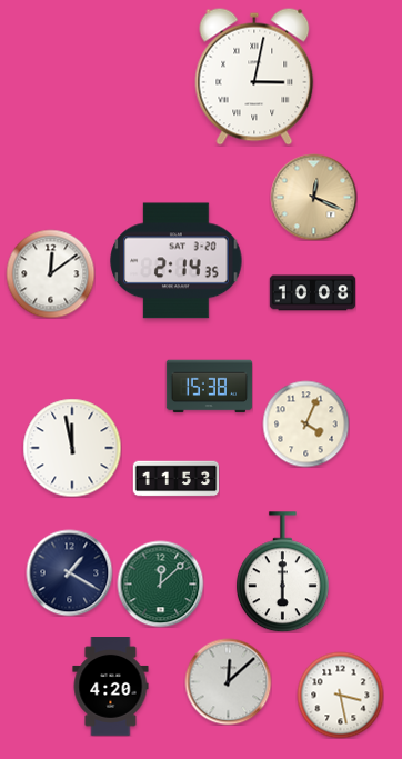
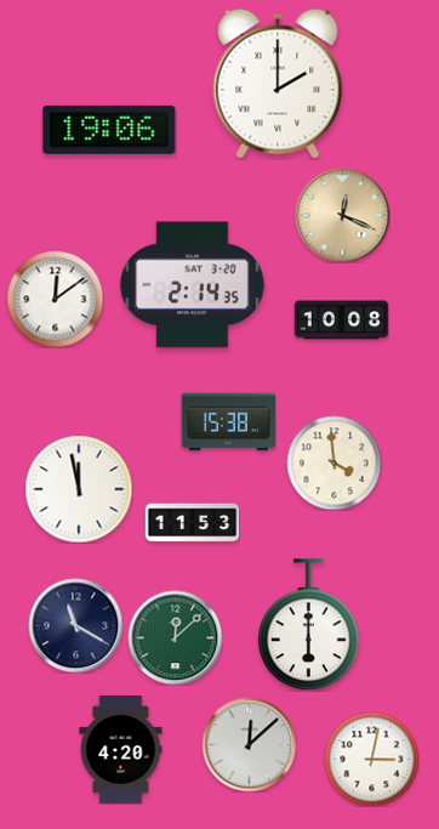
clock at (254, 77): 3:02 -> 2:00
clock at (109, 130): none -> 19:06
clock at (305, 423): 4:04 -> 3:59
clock at (69, 572): 1:20 -> 11:20
clock at (340, 695): 3:28 -> 3:02
